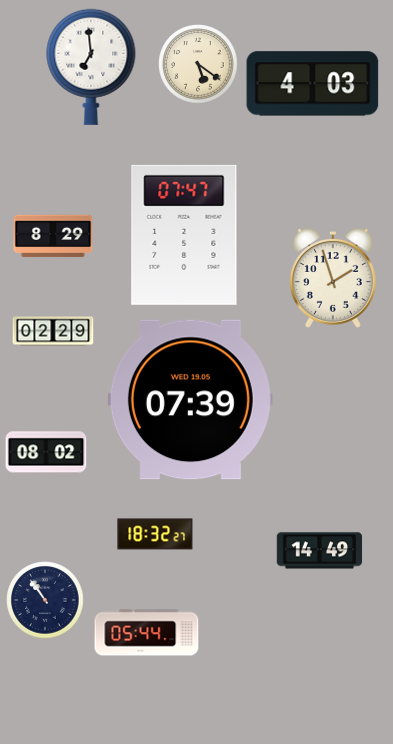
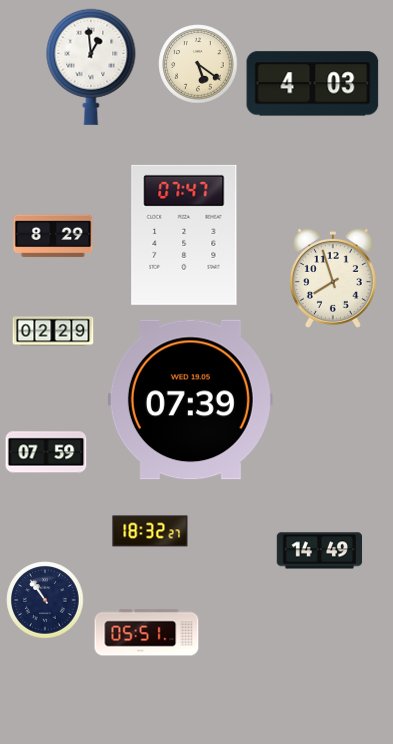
clock at (91, 67): 6:59 -> 12:59
clock at (333, 279): 1:57 -> 7:57
clock at (46, 452): 08:02 -> 07:59
clock at (155, 534) position: (155, 534) -> (150, 531)
clock at (147, 633): 05:44 -> 05:51
